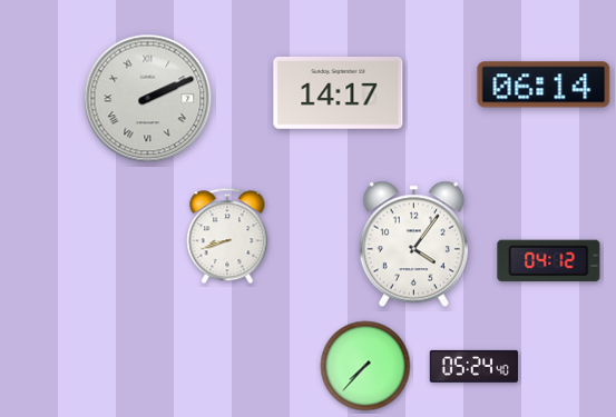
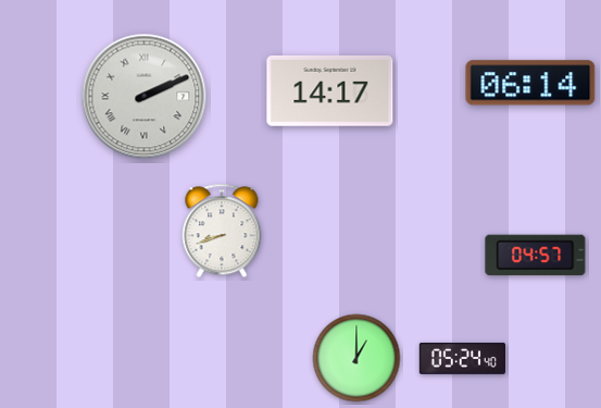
clock at (413, 245): 4:06 -> none
clock at (549, 261): 04:12 -> 04:57
clock at (365, 366): 7:37 -> 1:00
